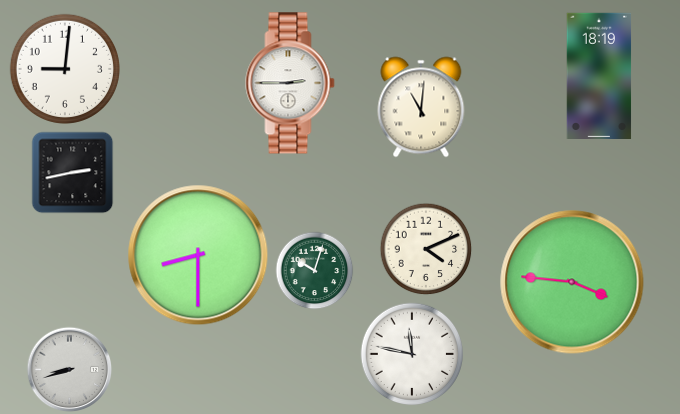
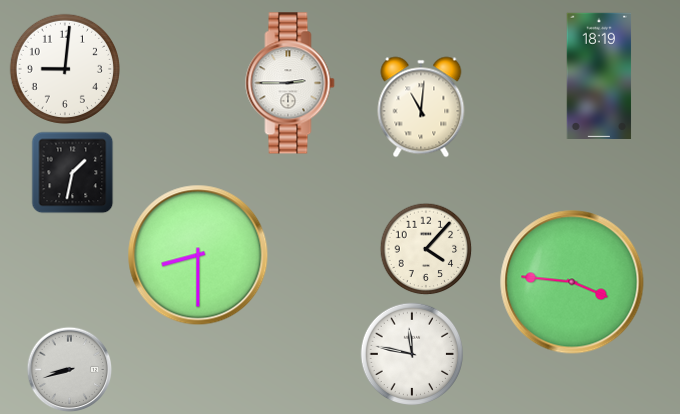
clock at (73, 173): 2:43 -> 1:32
clock at (426, 249): 4:11 -> 4:07
clock at (315, 271): 10:03 -> none
